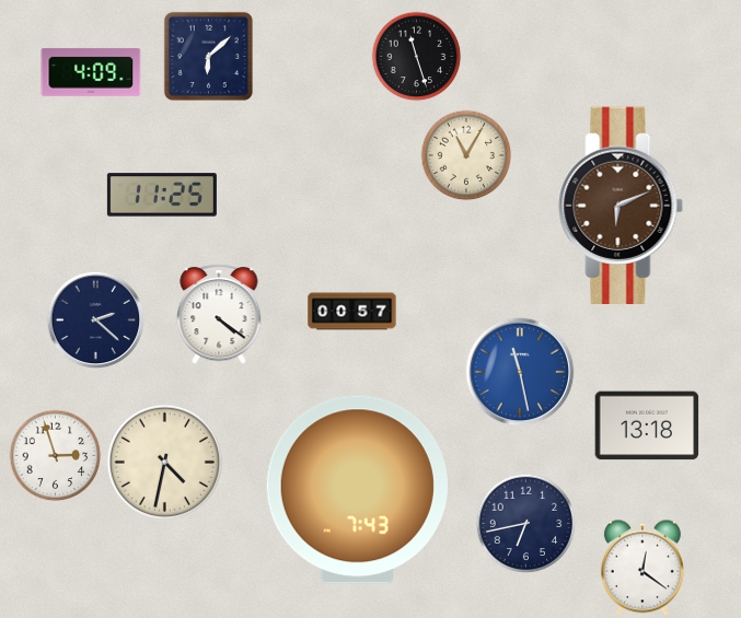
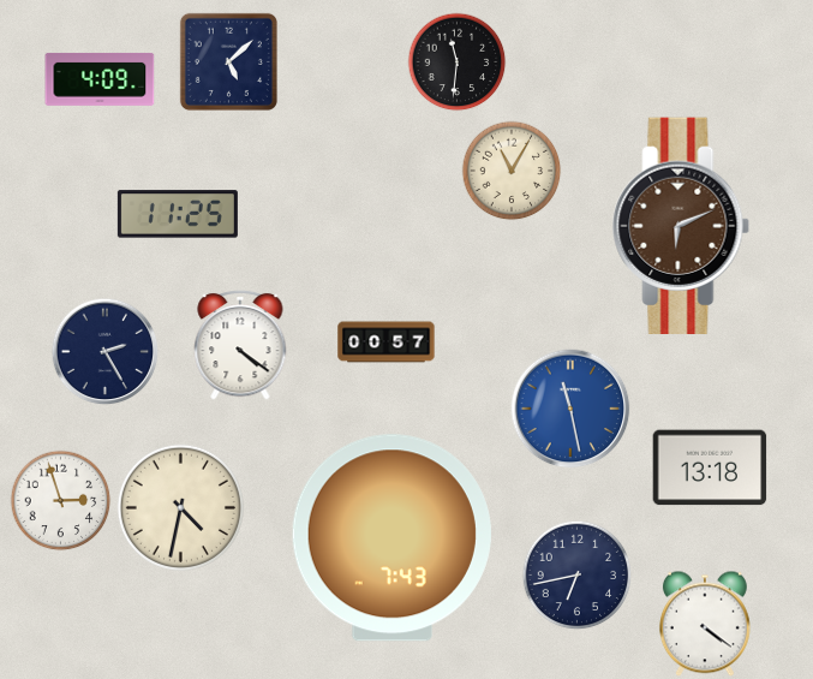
clock at (208, 56): 6:08 -> 5:08
clock at (417, 57): 11:27 -> 11:31
clock at (96, 320): 2:22 -> 2:25
clock at (642, 568): 12:21 -> 4:21
